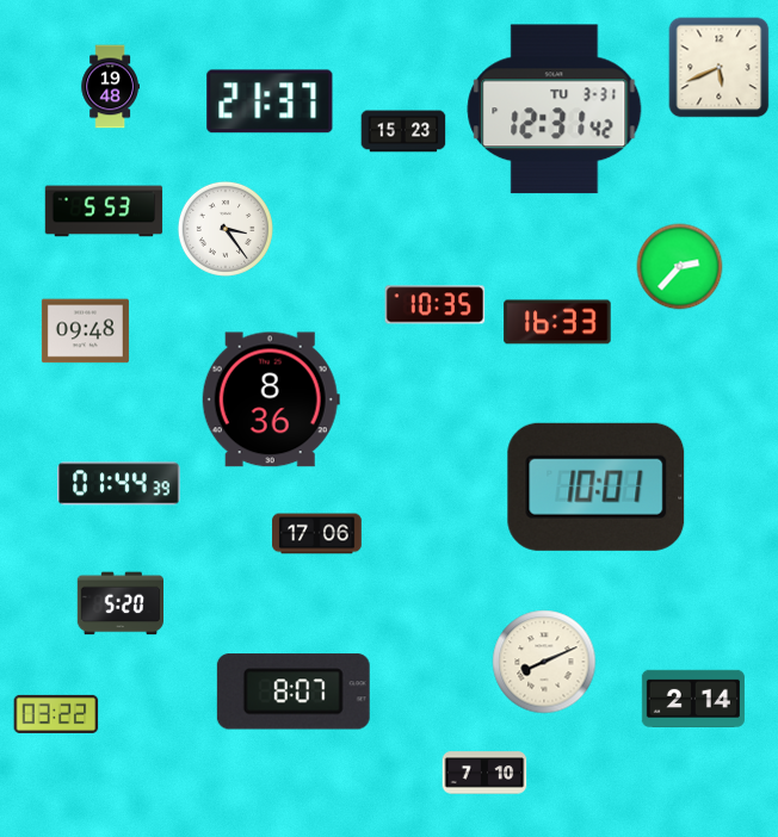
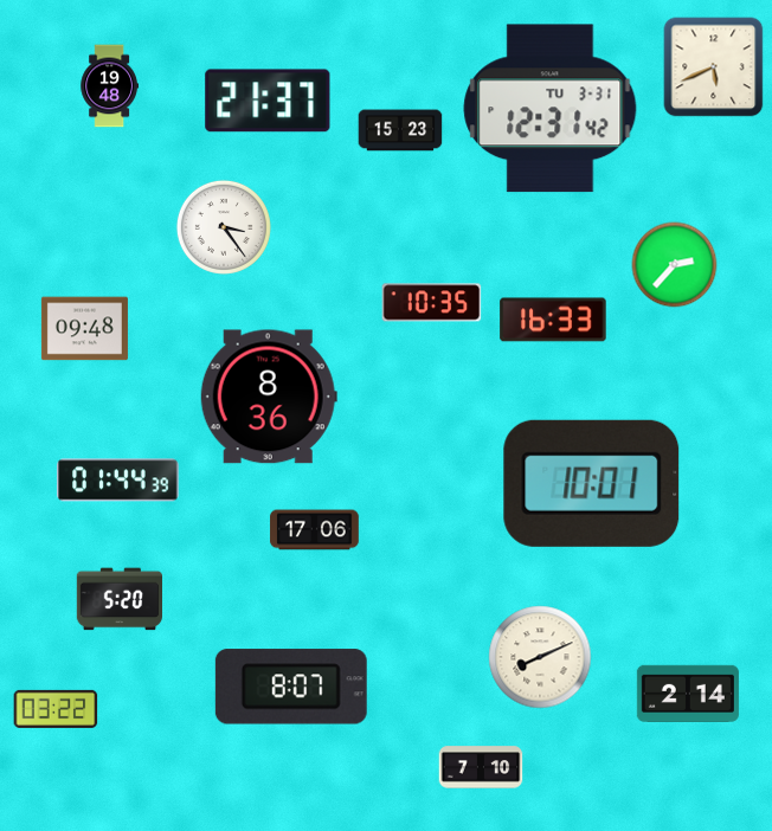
clock at (104, 211): 5:53 -> none
